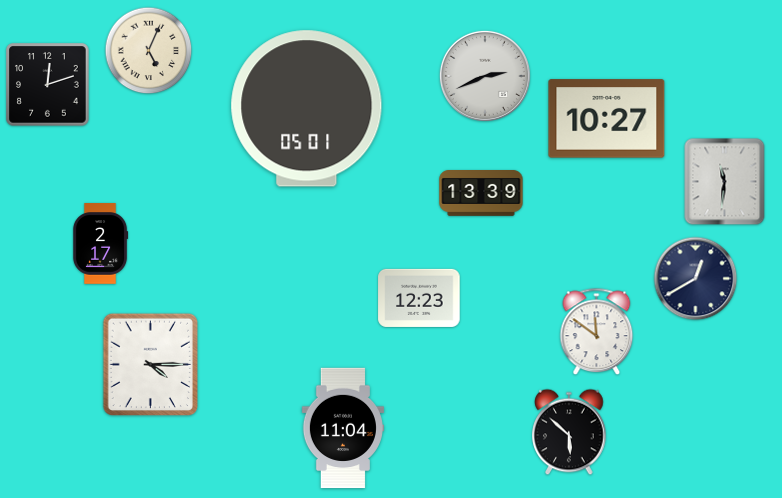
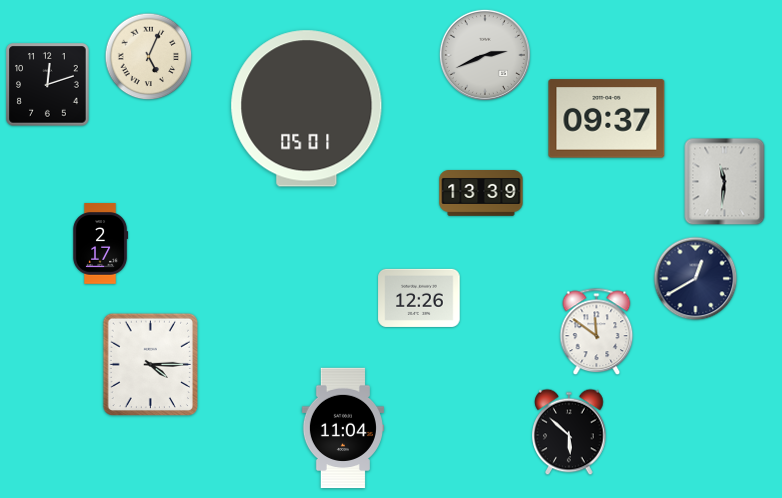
clock at (149, 51) position: (149, 51) -> (149, 57)
clock at (485, 76) position: (485, 76) -> (485, 55)
clock at (607, 119): 10:27 -> 09:37
clock at (419, 298): 12:23 -> 12:26
